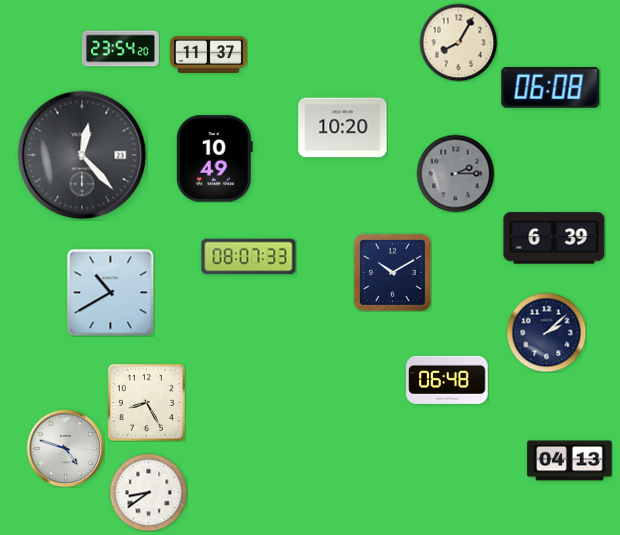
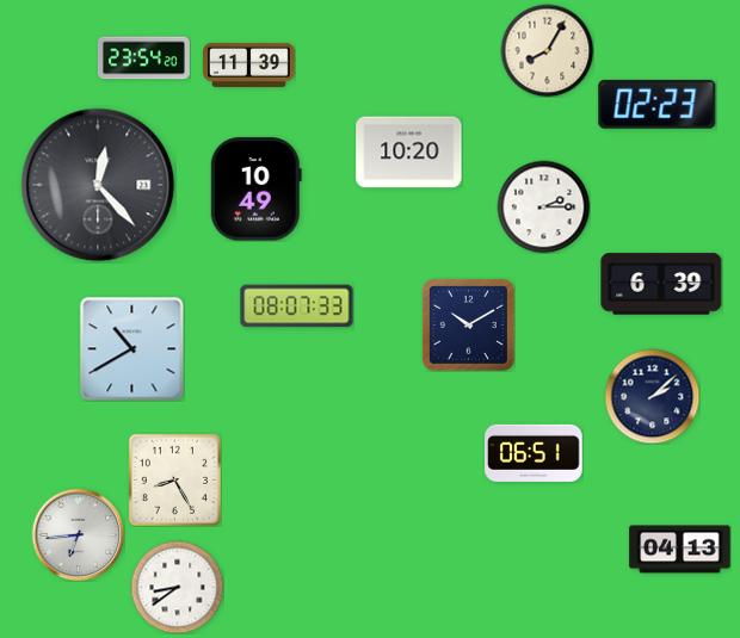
clock at (208, 54): 11:37 -> 11:39
clock at (551, 87): 06:08 -> 02:23
clock at (455, 173) dial: grey -> white
clock at (447, 380): 06:48 -> 06:51
clock at (65, 448): 4:48 -> 6:44
